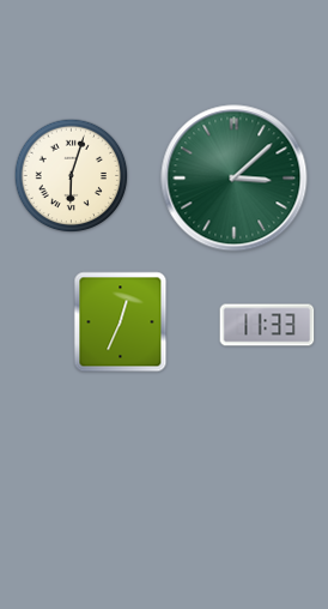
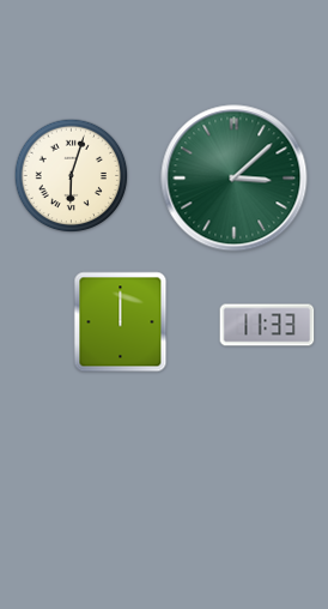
clock at (121, 322): 12:34 -> 12:00
